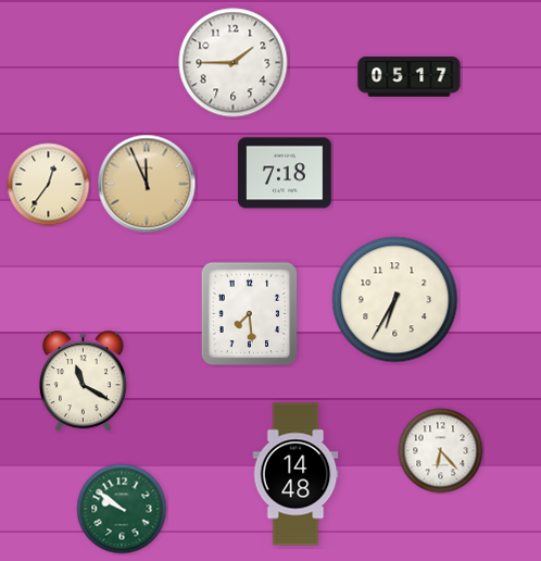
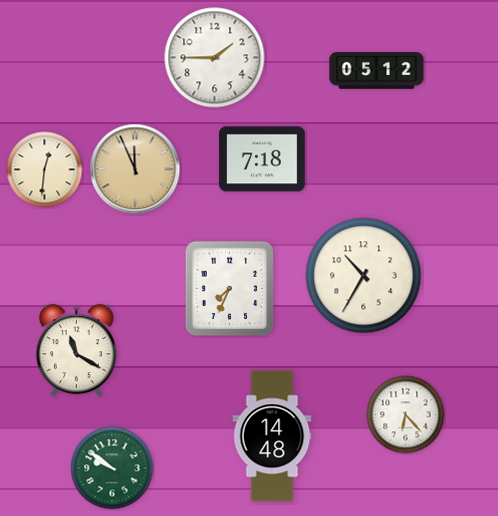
clock at (410, 77): 05:17 -> 05:12
clock at (49, 185): 12:36 -> 12:31
clock at (395, 300): 6:35 -> 10:35
clock at (250, 314): 7:29 -> 7:34
